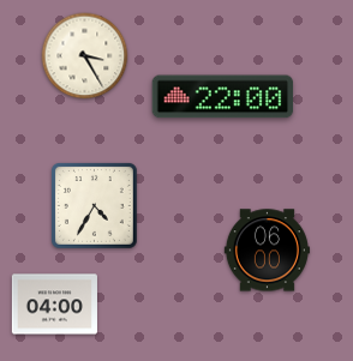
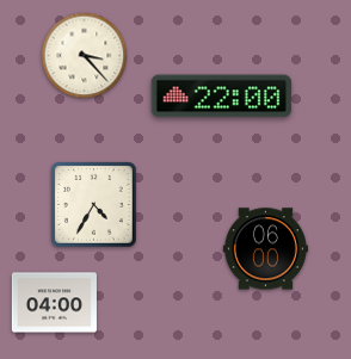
clock at (85, 56): 3:25 -> 3:23
